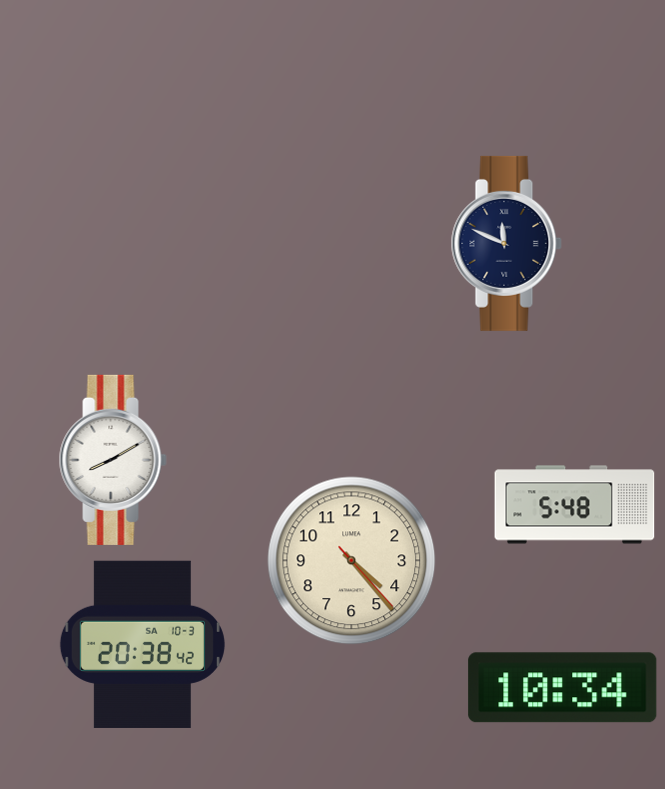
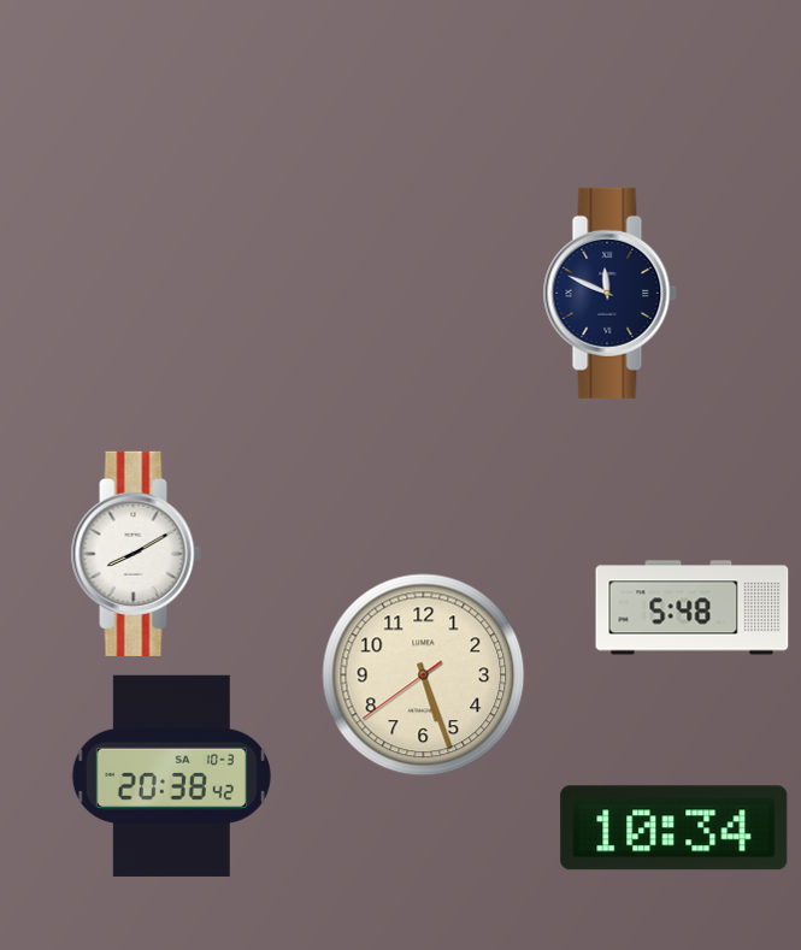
clock at (352, 561): 4:23 -> 5:26
clock at (563, 688) position: (563, 688) -> (675, 828)
